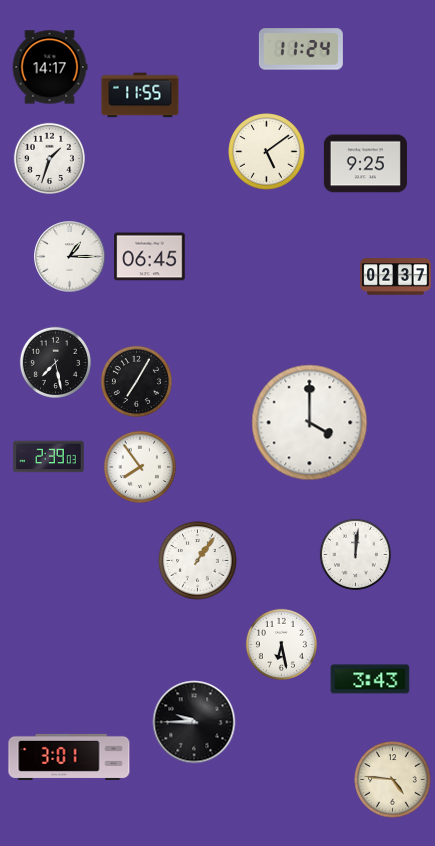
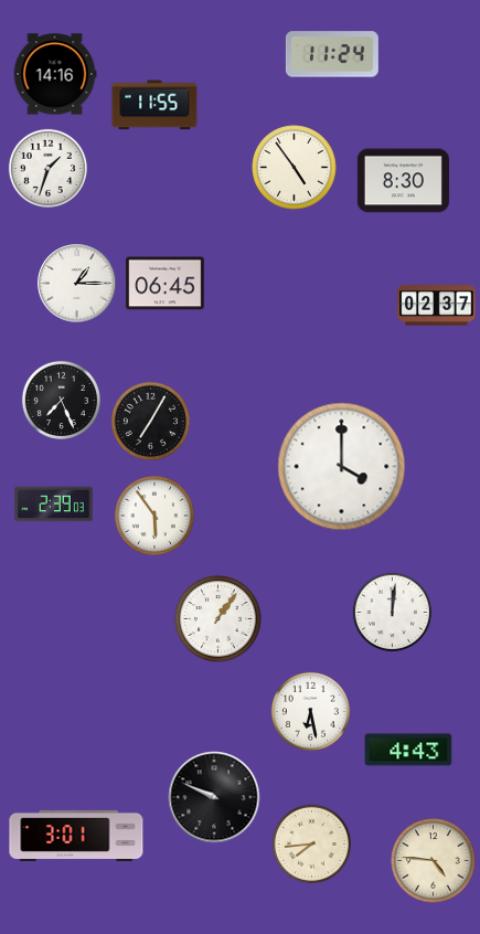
clock at (50, 67): 14:17 -> 14:16
clock at (267, 152): 5:09 -> 4:54
clock at (49, 158) position: (49, 158) -> (47, 168)
clock at (365, 164): 9:25 -> 8:30
clock at (55, 362): 7:28 -> 7:26
clock at (140, 467): 7:54 -> 5:54
clock at (370, 679): 3:43 -> 4:43
clock at (194, 722): 9:45 -> 9:49
clock at (311, 843): none -> 7:44
